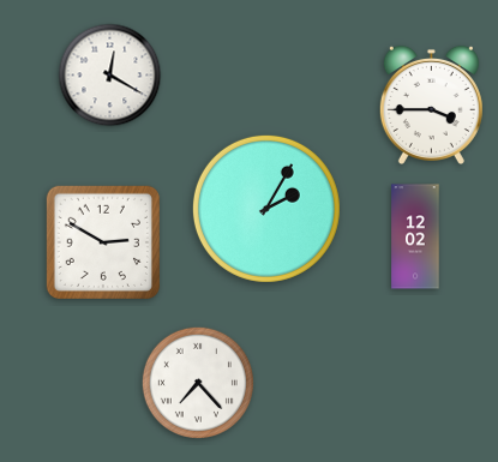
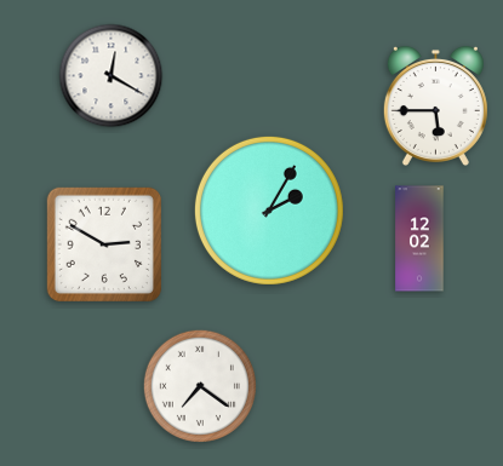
clock at (431, 104): 3:45 -> 5:45
clock at (198, 383): 7:23 -> 7:21
